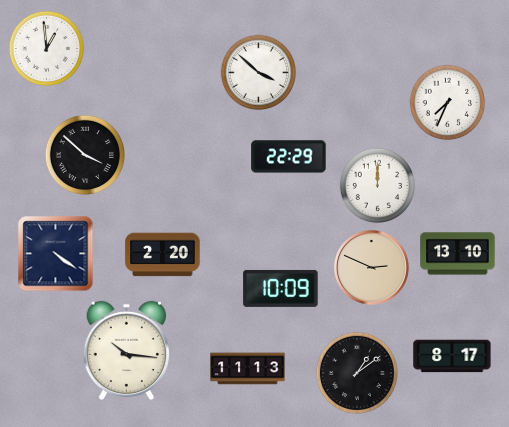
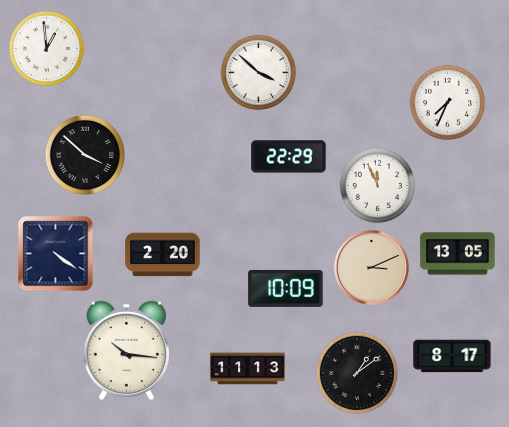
clock at (378, 186): 12:00 -> 11:56
clock at (458, 254): 13:10 -> 13:05
clock at (371, 267): 2:49 -> 3:11
clock at (281, 288) position: (281, 288) -> (286, 288)
